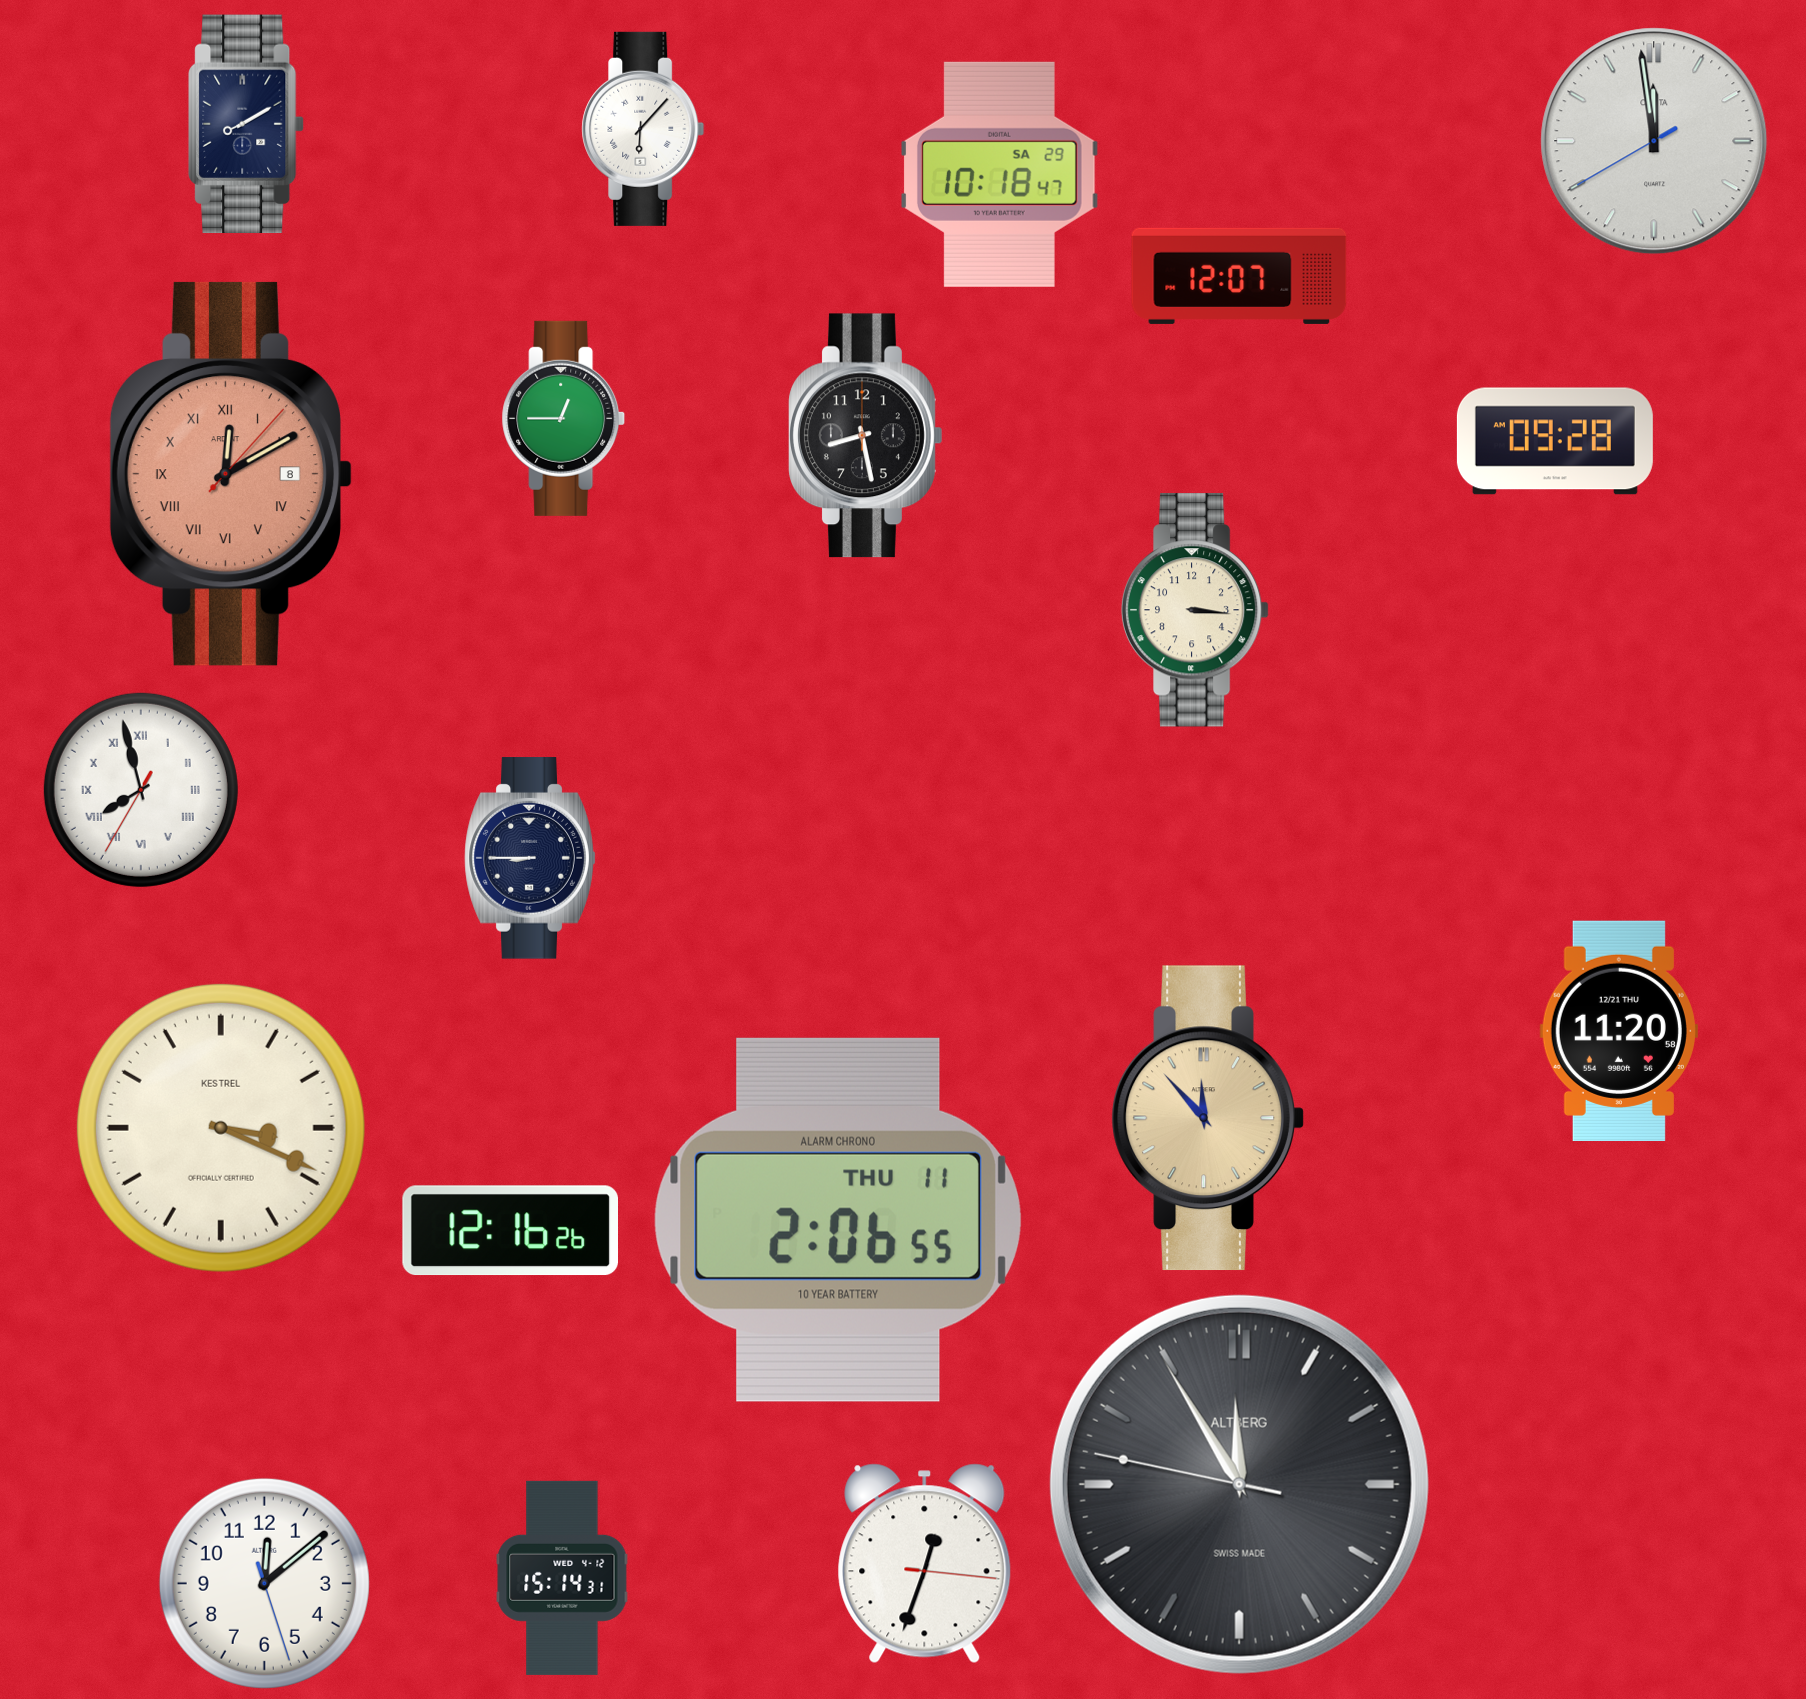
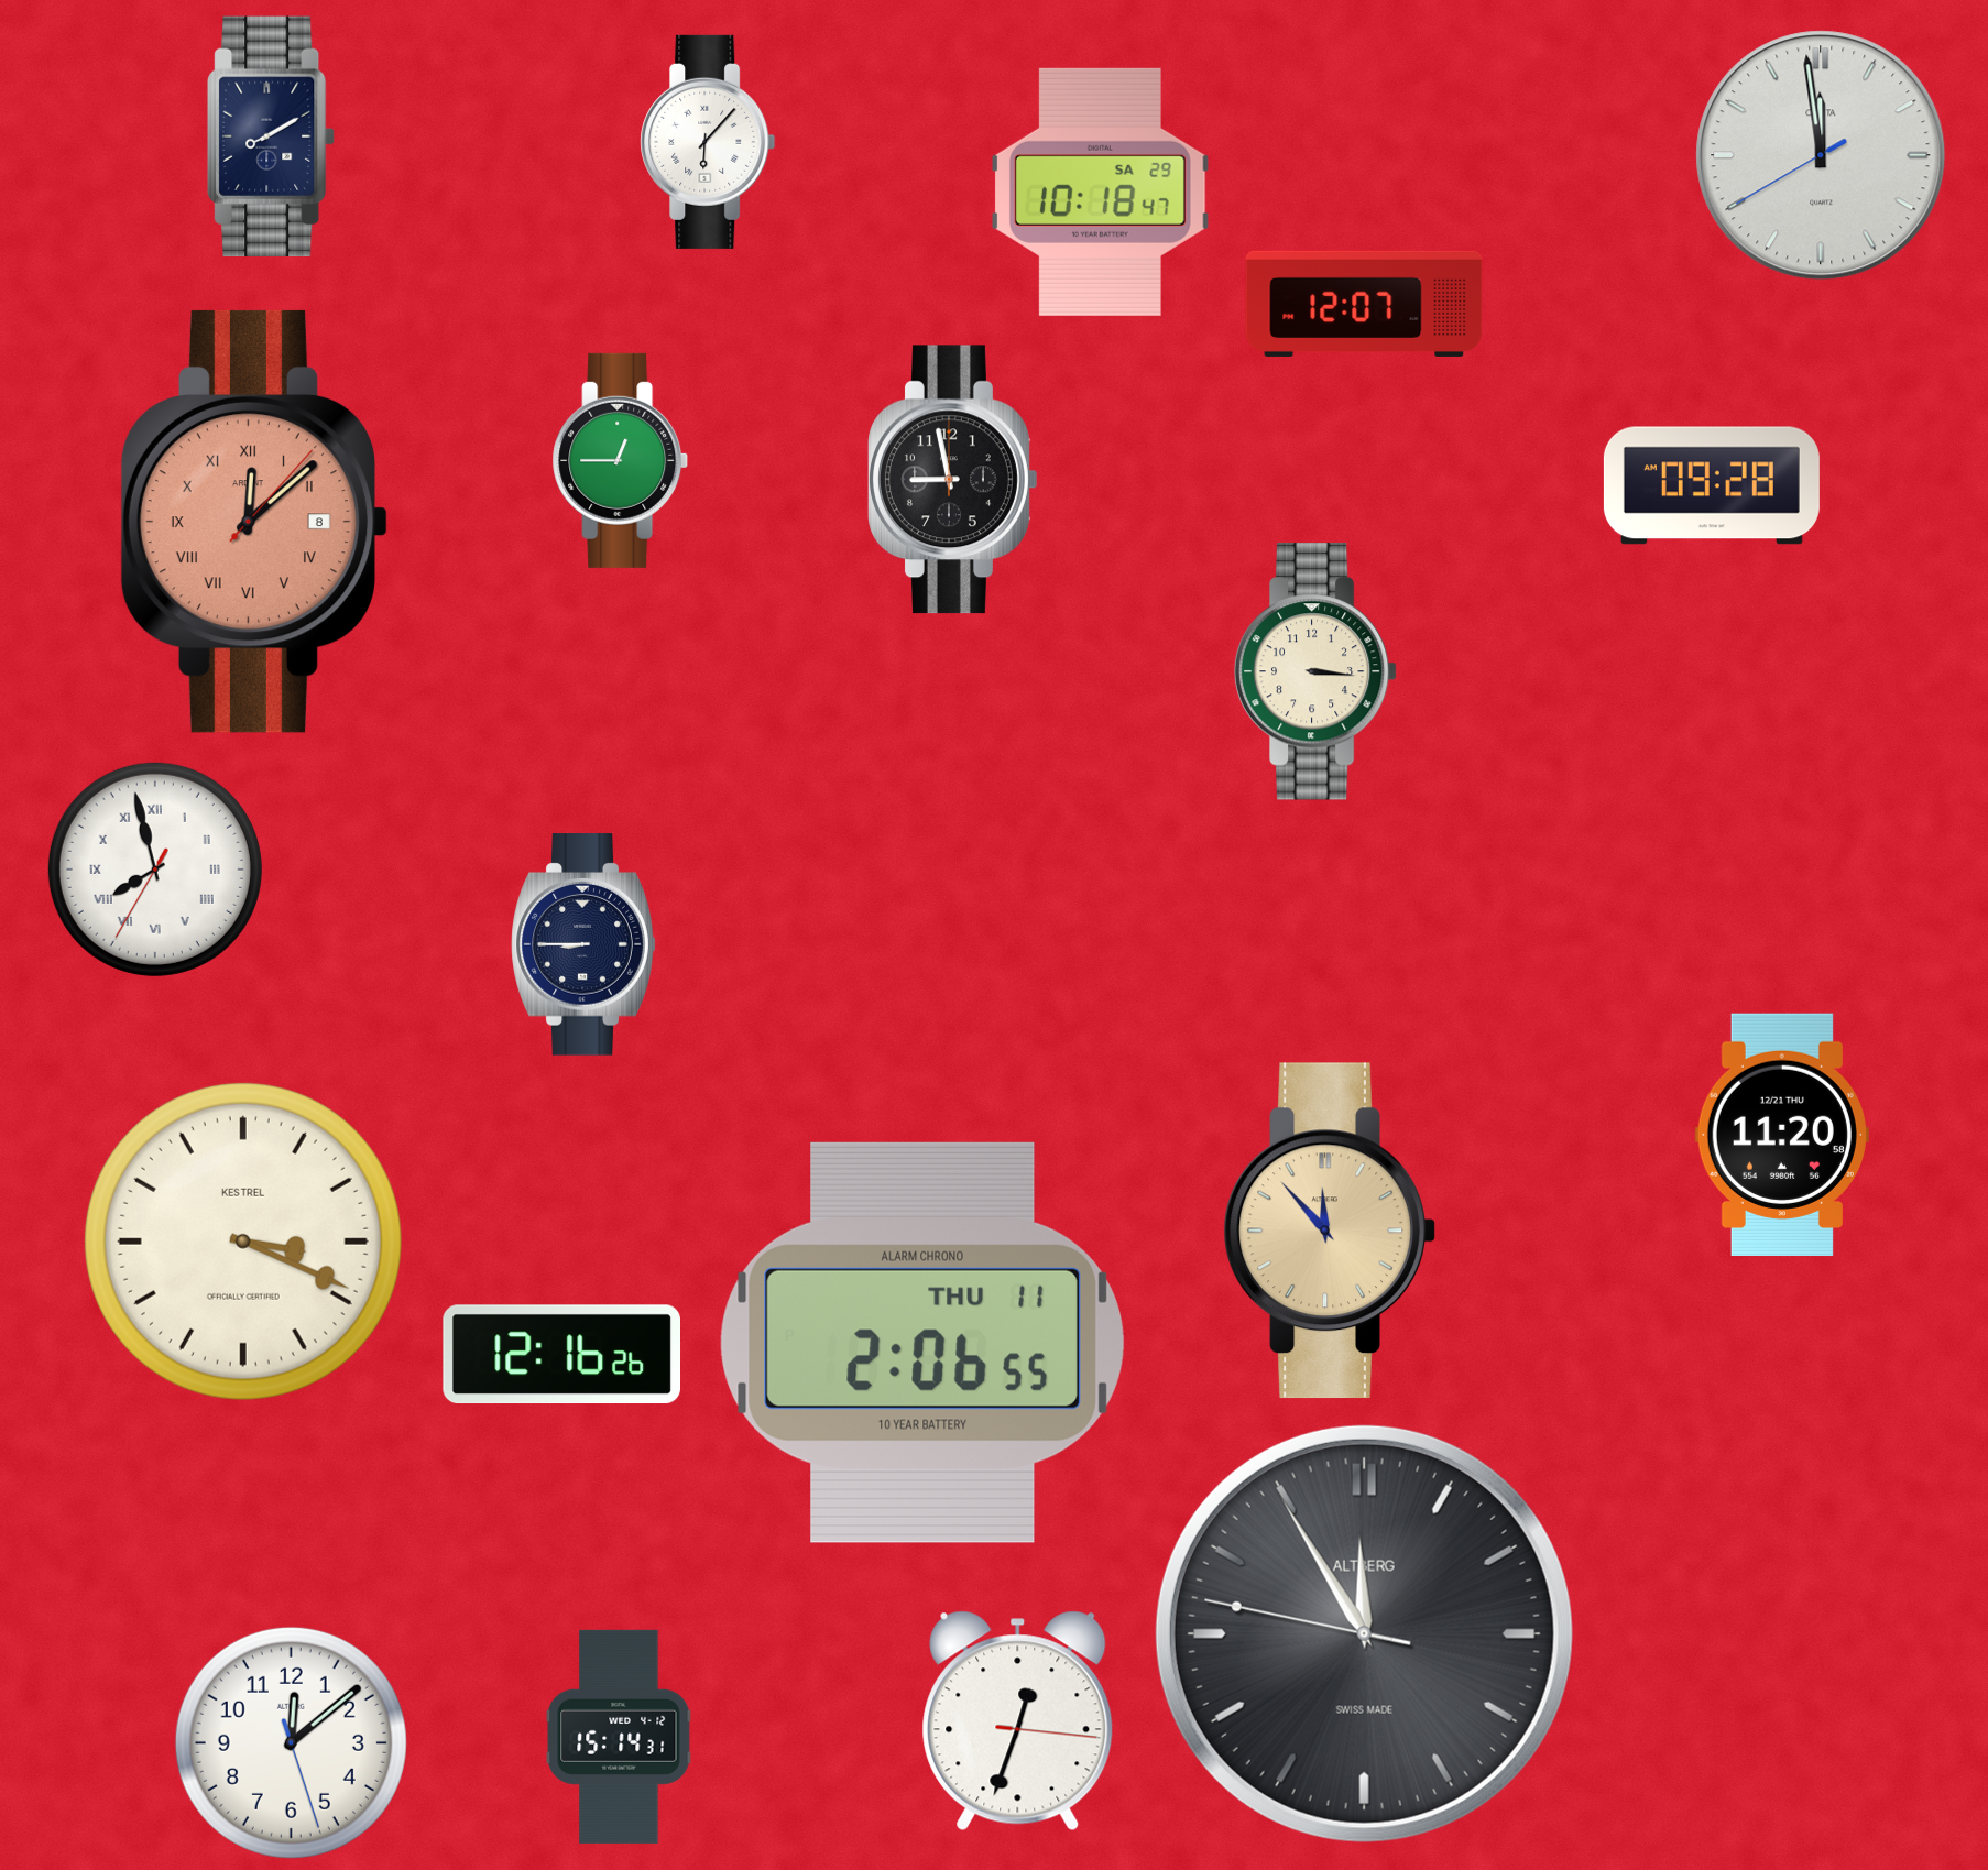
clock at (866, 436): 8:28 -> 8:58
clock at (231, 474): 12:10 -> 12:08
